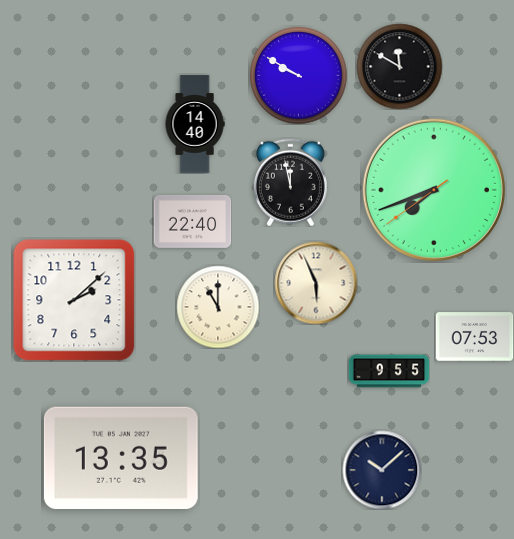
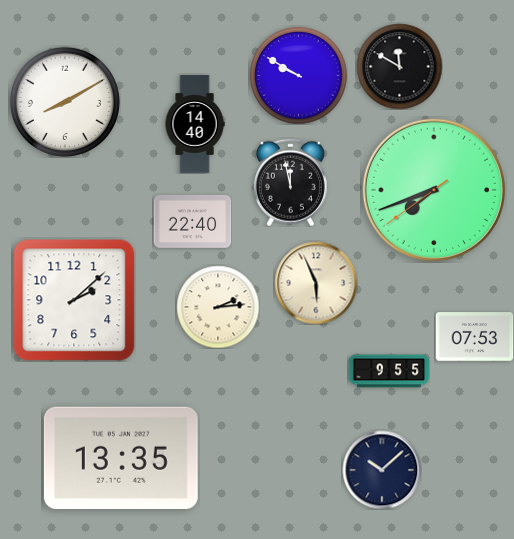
clock at (65, 102): none -> 8:10
clock at (218, 307): 11:00 -> 2:14
